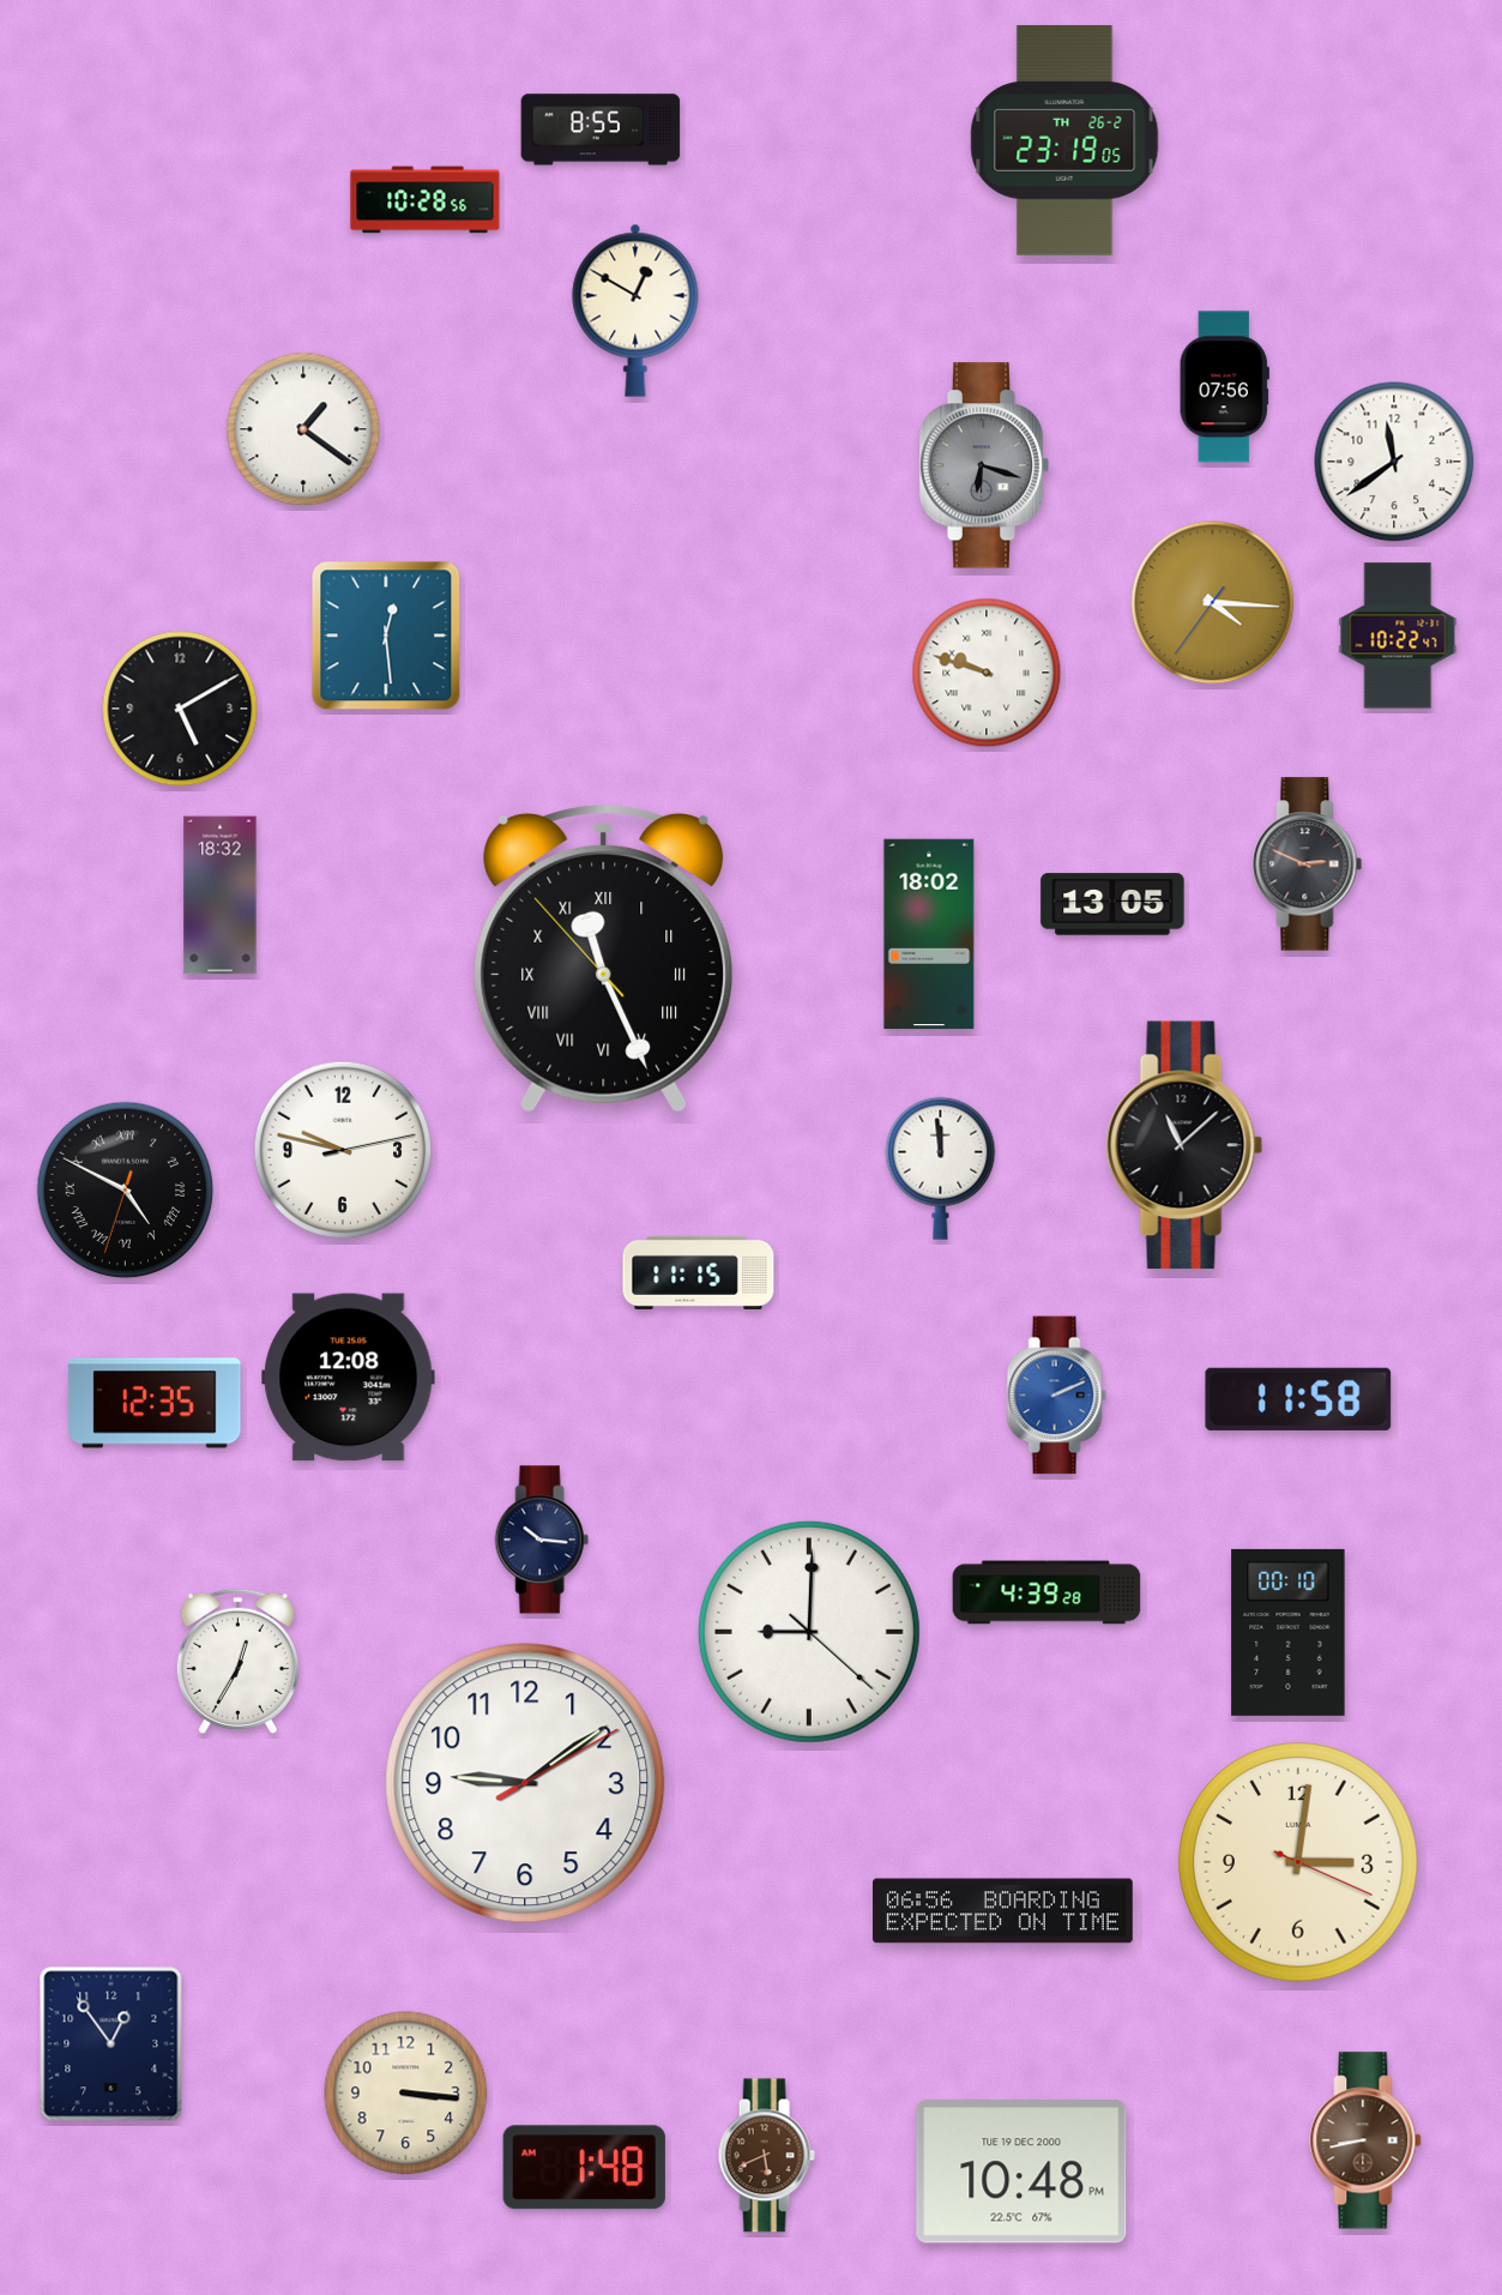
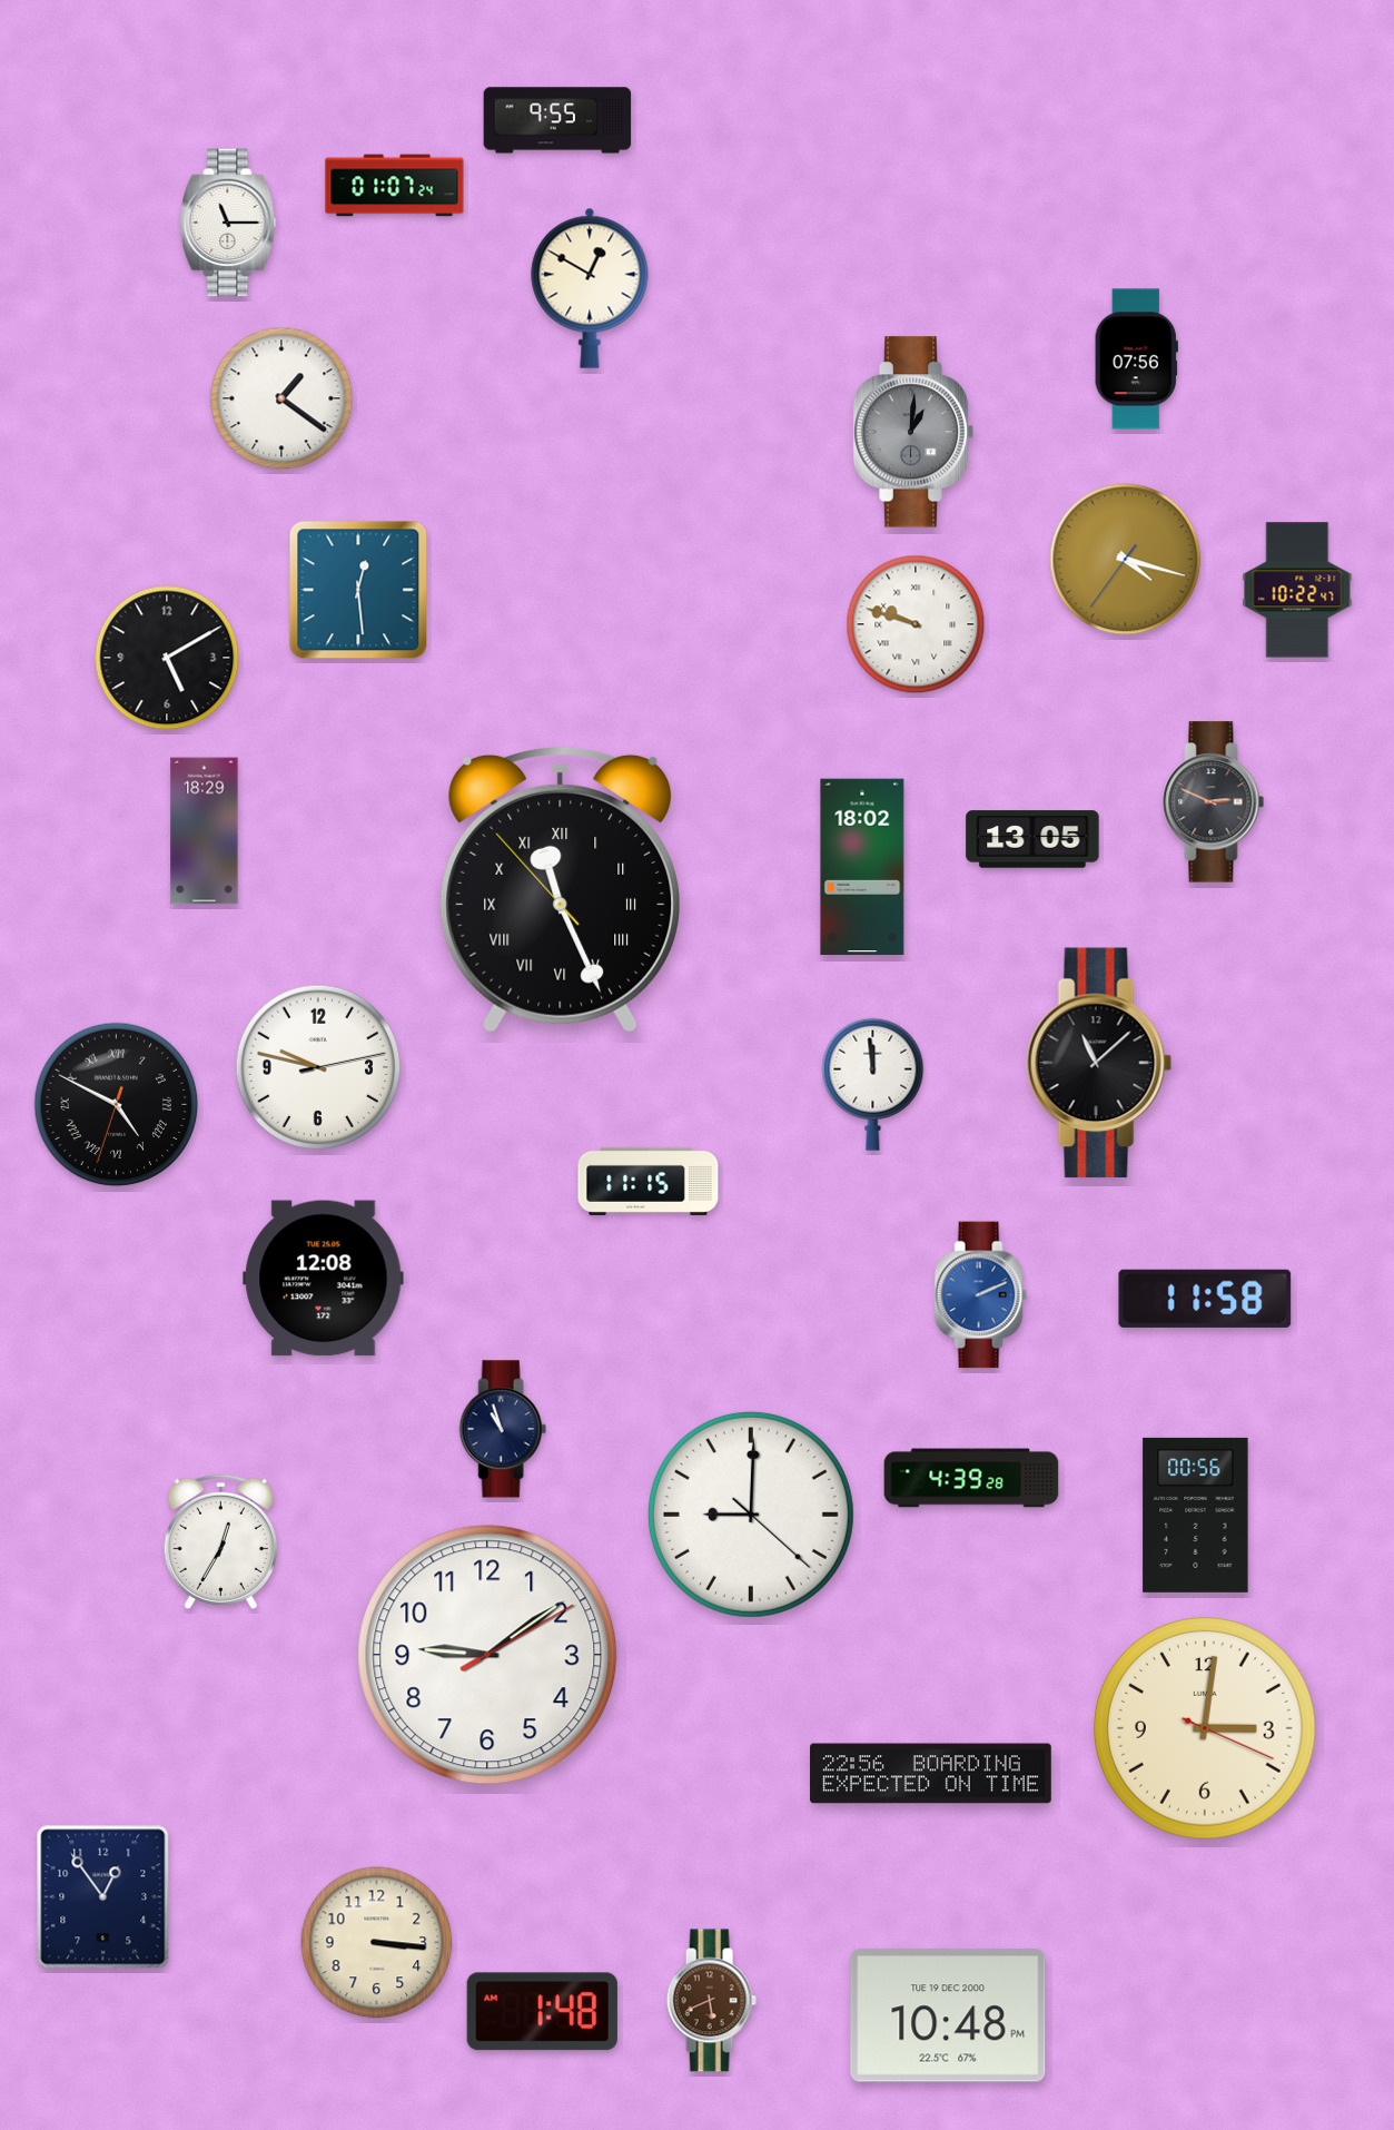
clock at (601, 129): 8:55 -> 9:55
clock at (1064, 140): 23:19 -> none
clock at (426, 200): 10:28 -> 01:07
clock at (228, 223): none -> 11:15
clock at (1394, 462): 11:39 -> none
clock at (984, 465): 6:18 -> 1:01
clock at (1213, 603): 4:15 -> 4:17
clock at (221, 896): 18:32 -> 18:29
clock at (155, 1403): 12:35 -> none
clock at (542, 1540): 10:16 -> 10:57
clock at (1289, 1632): 00:10 -> 00:56
clock at (1003, 1911): 06:56 -> 22:56
clock at (1365, 2140): 8:43 -> none
